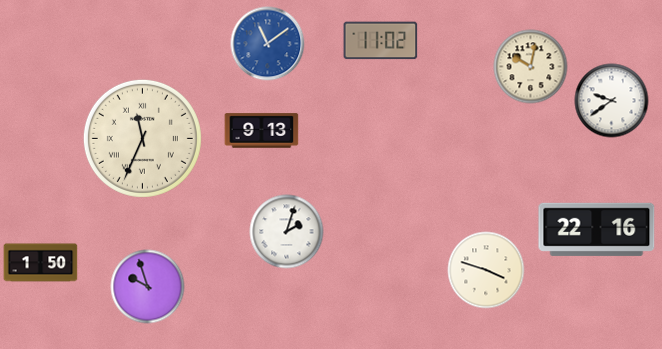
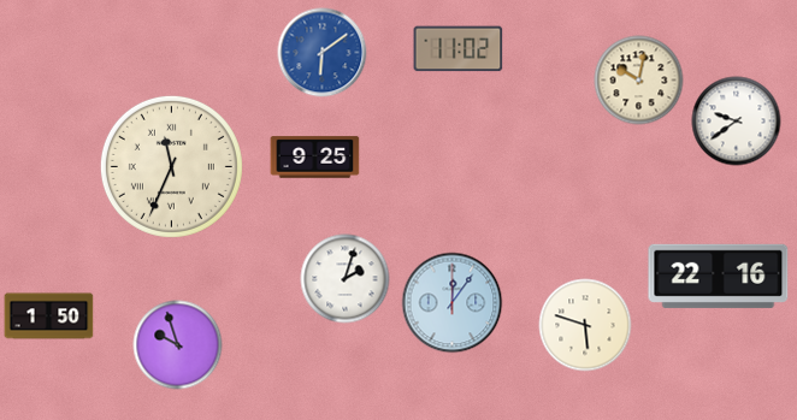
clock at (268, 44): 11:09 -> 6:09
clock at (262, 131): 9:13 -> 9:25
clock at (453, 303): none -> 12:06
clock at (486, 270): 3:48 -> 5:48
